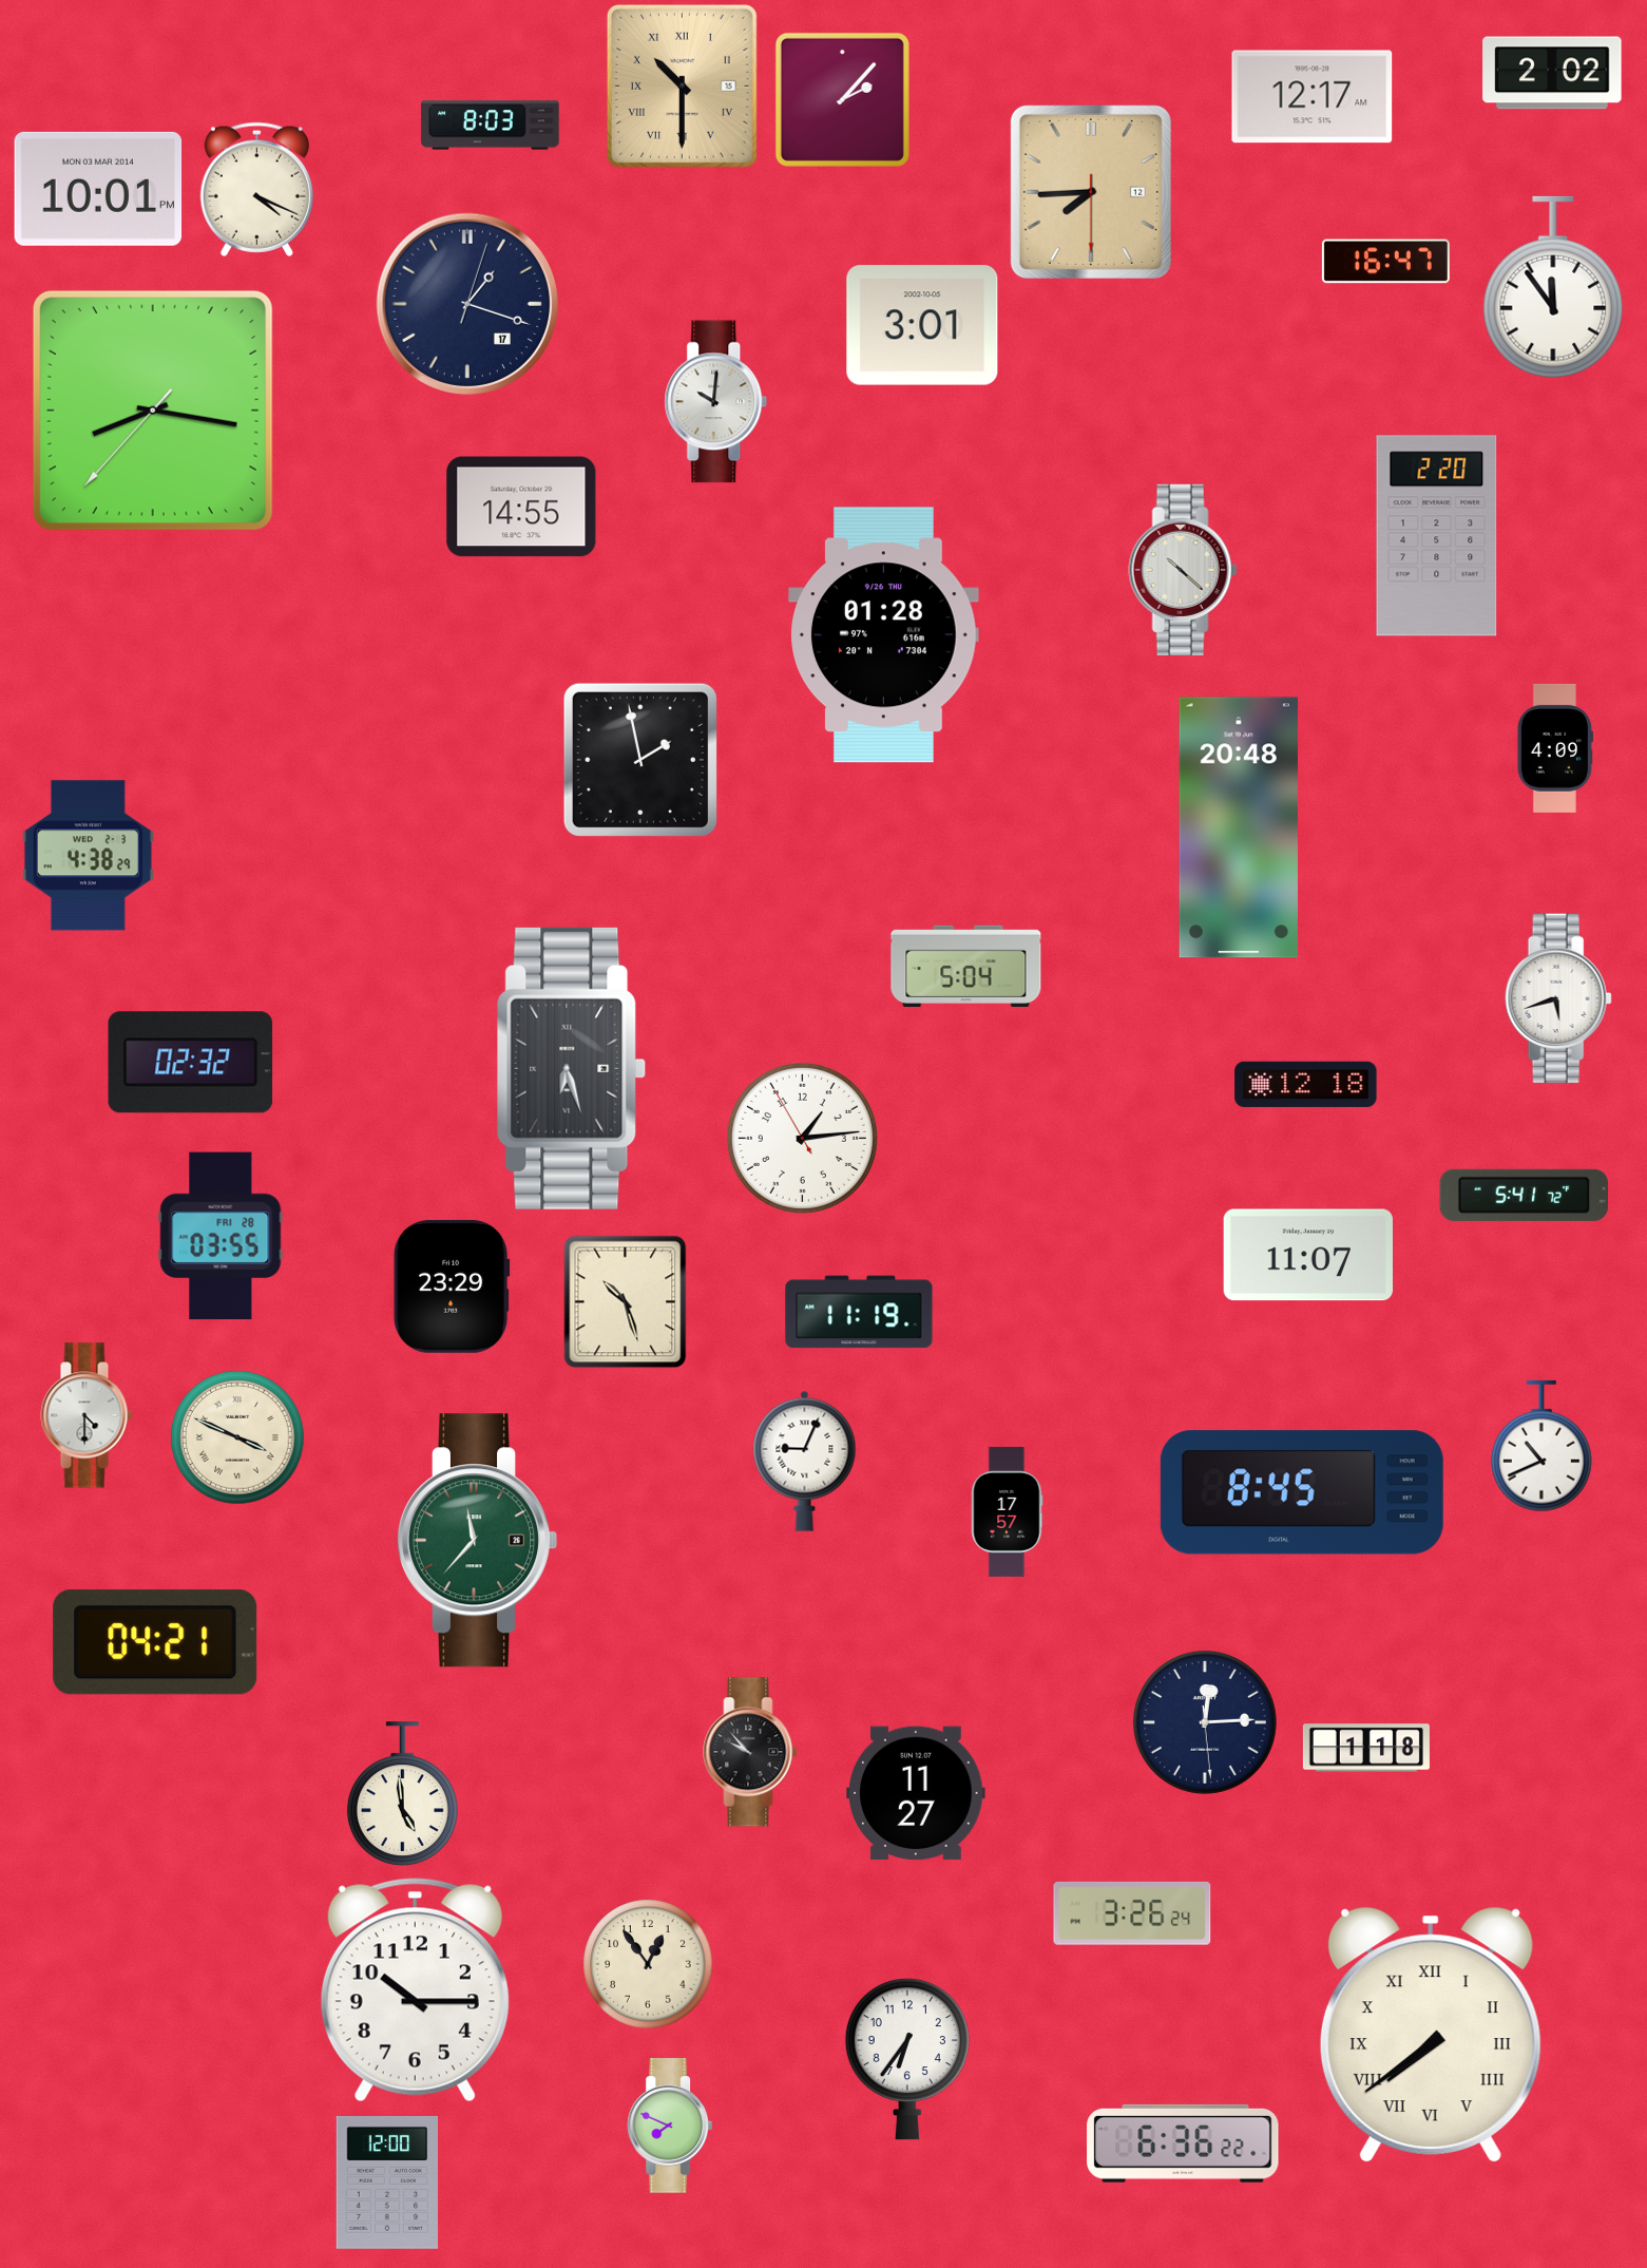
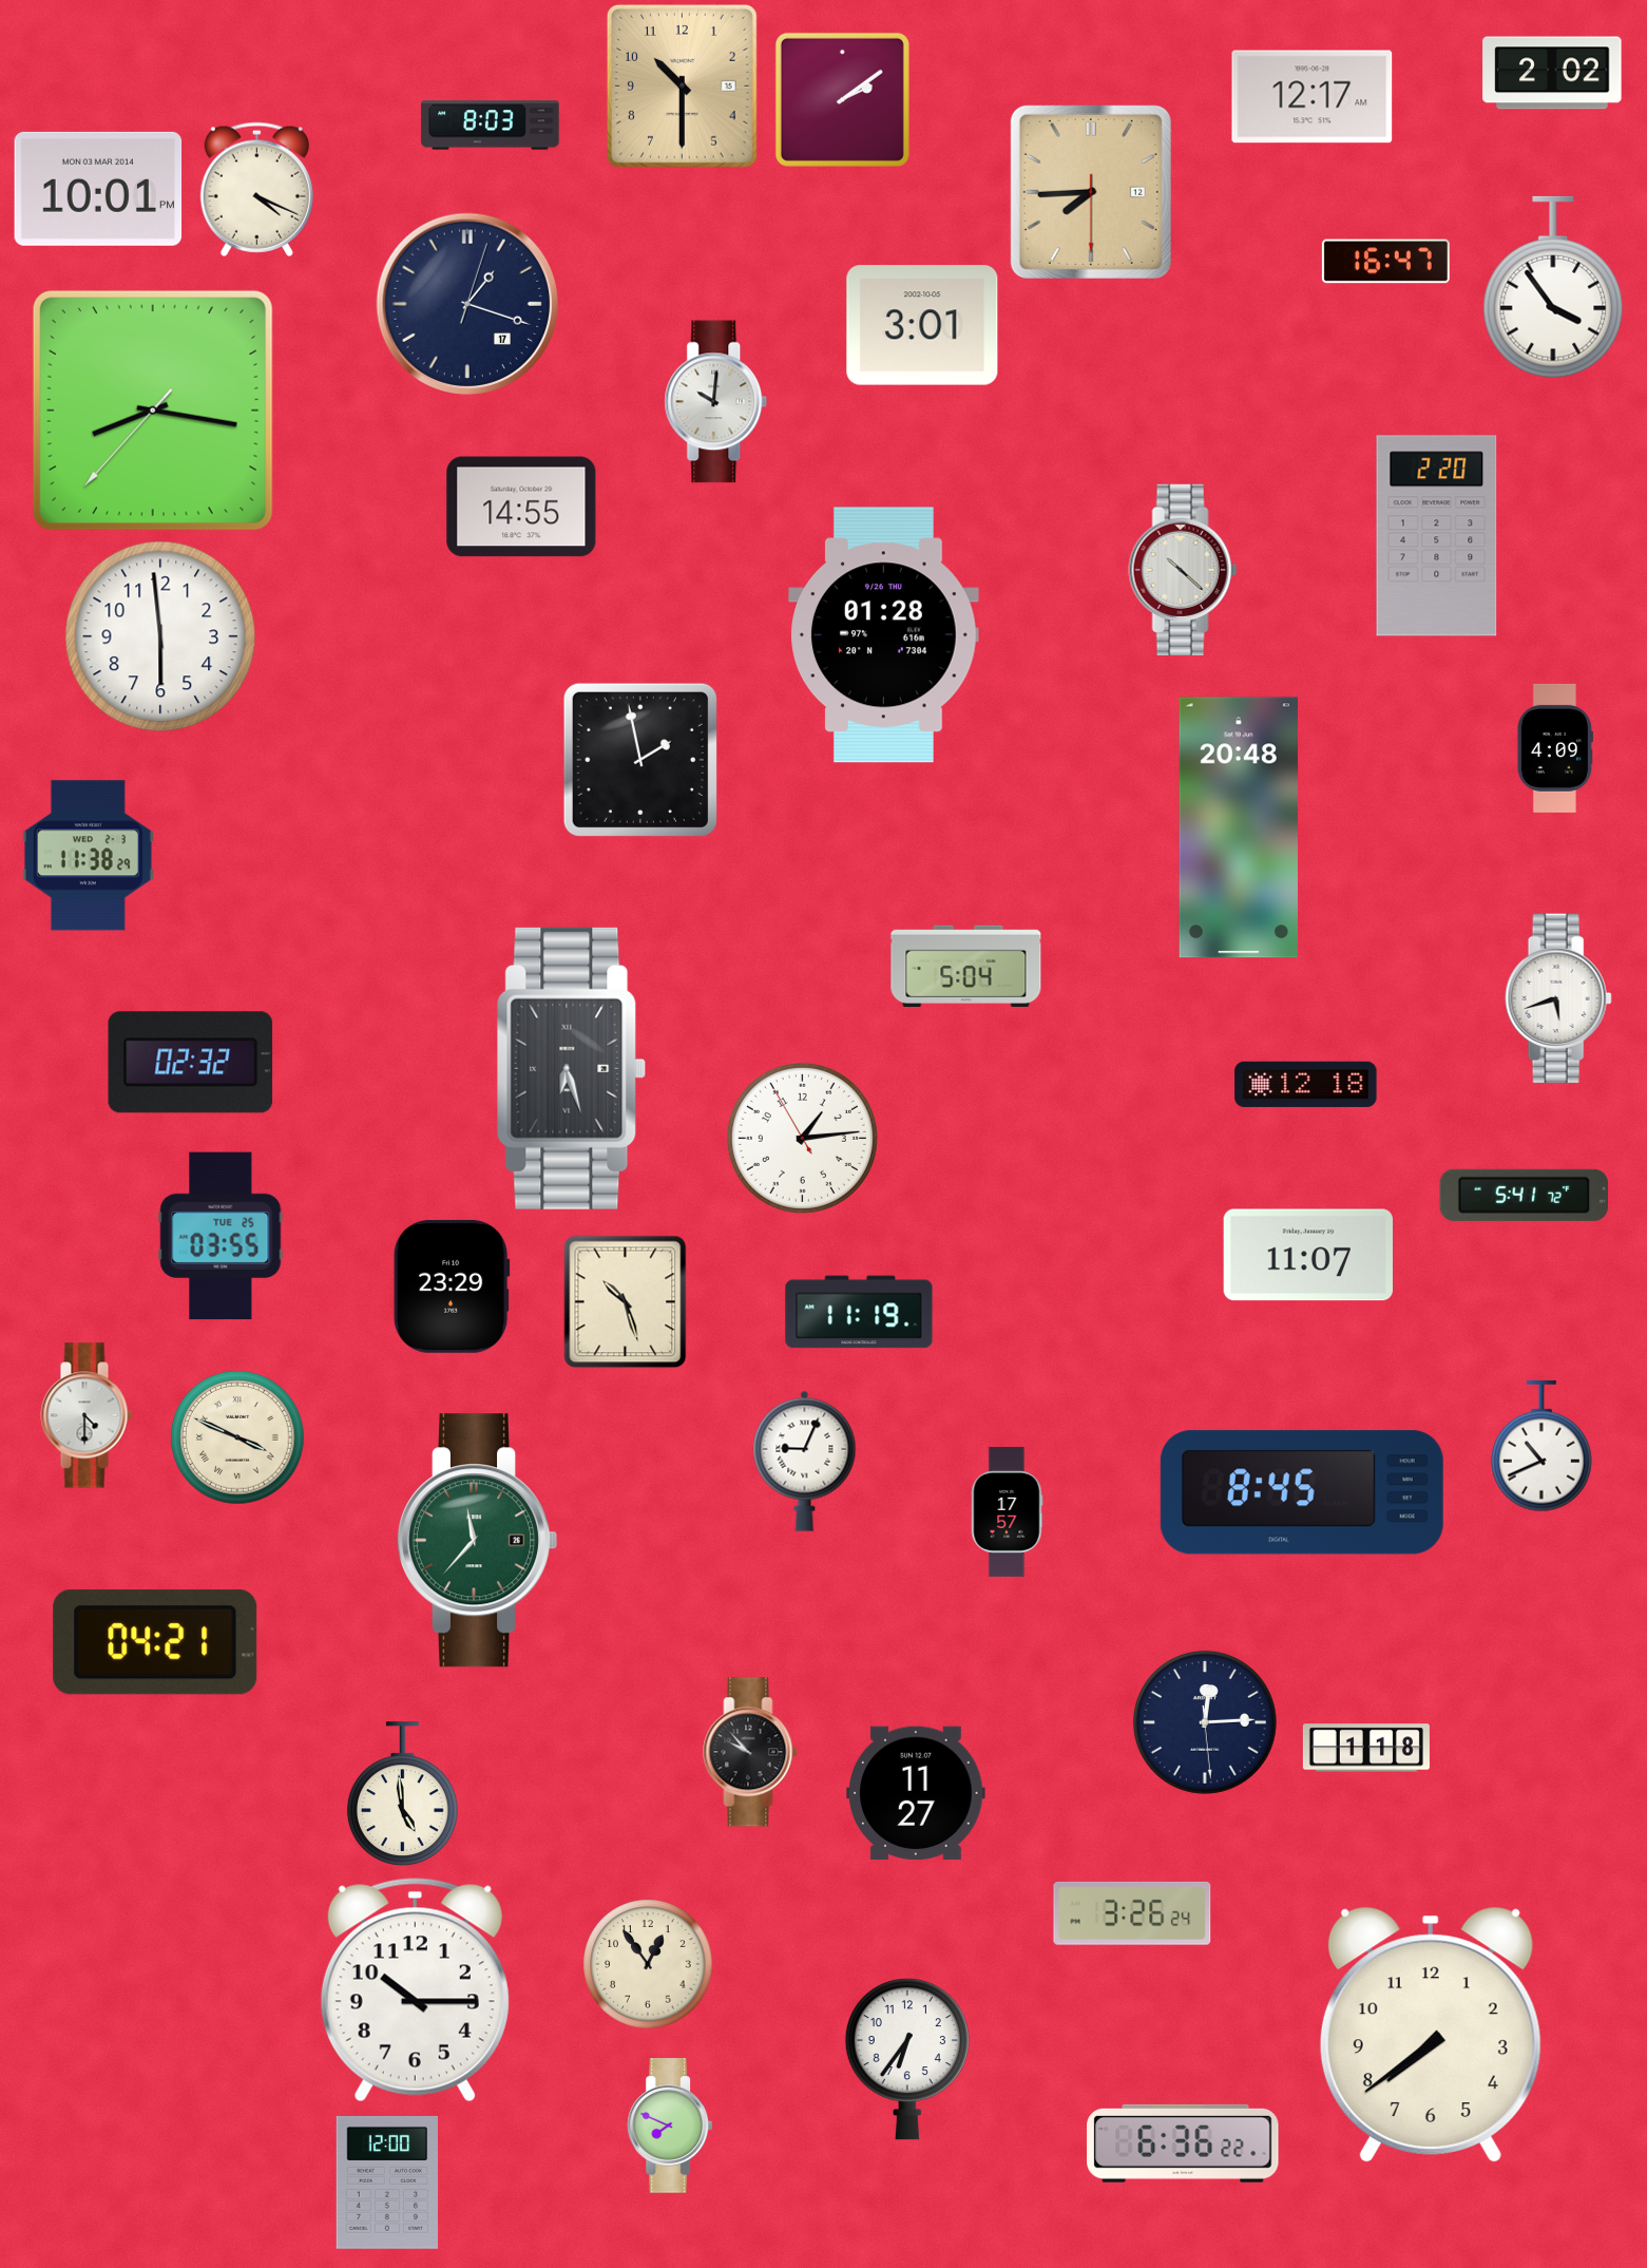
clock at (682, 85) numerals: Roman -> Arabic
clock at (842, 99): 2:07 -> 2:09
clock at (1553, 287): 11:54 -> 3:54
clock at (160, 636): none -> 5:59
clock at (88, 856): 4:38 -> 11:38
clock at (221, 1236) date: FRI 28 -> TUE 25
clock at (1431, 2035) numerals: Roman -> Arabic
